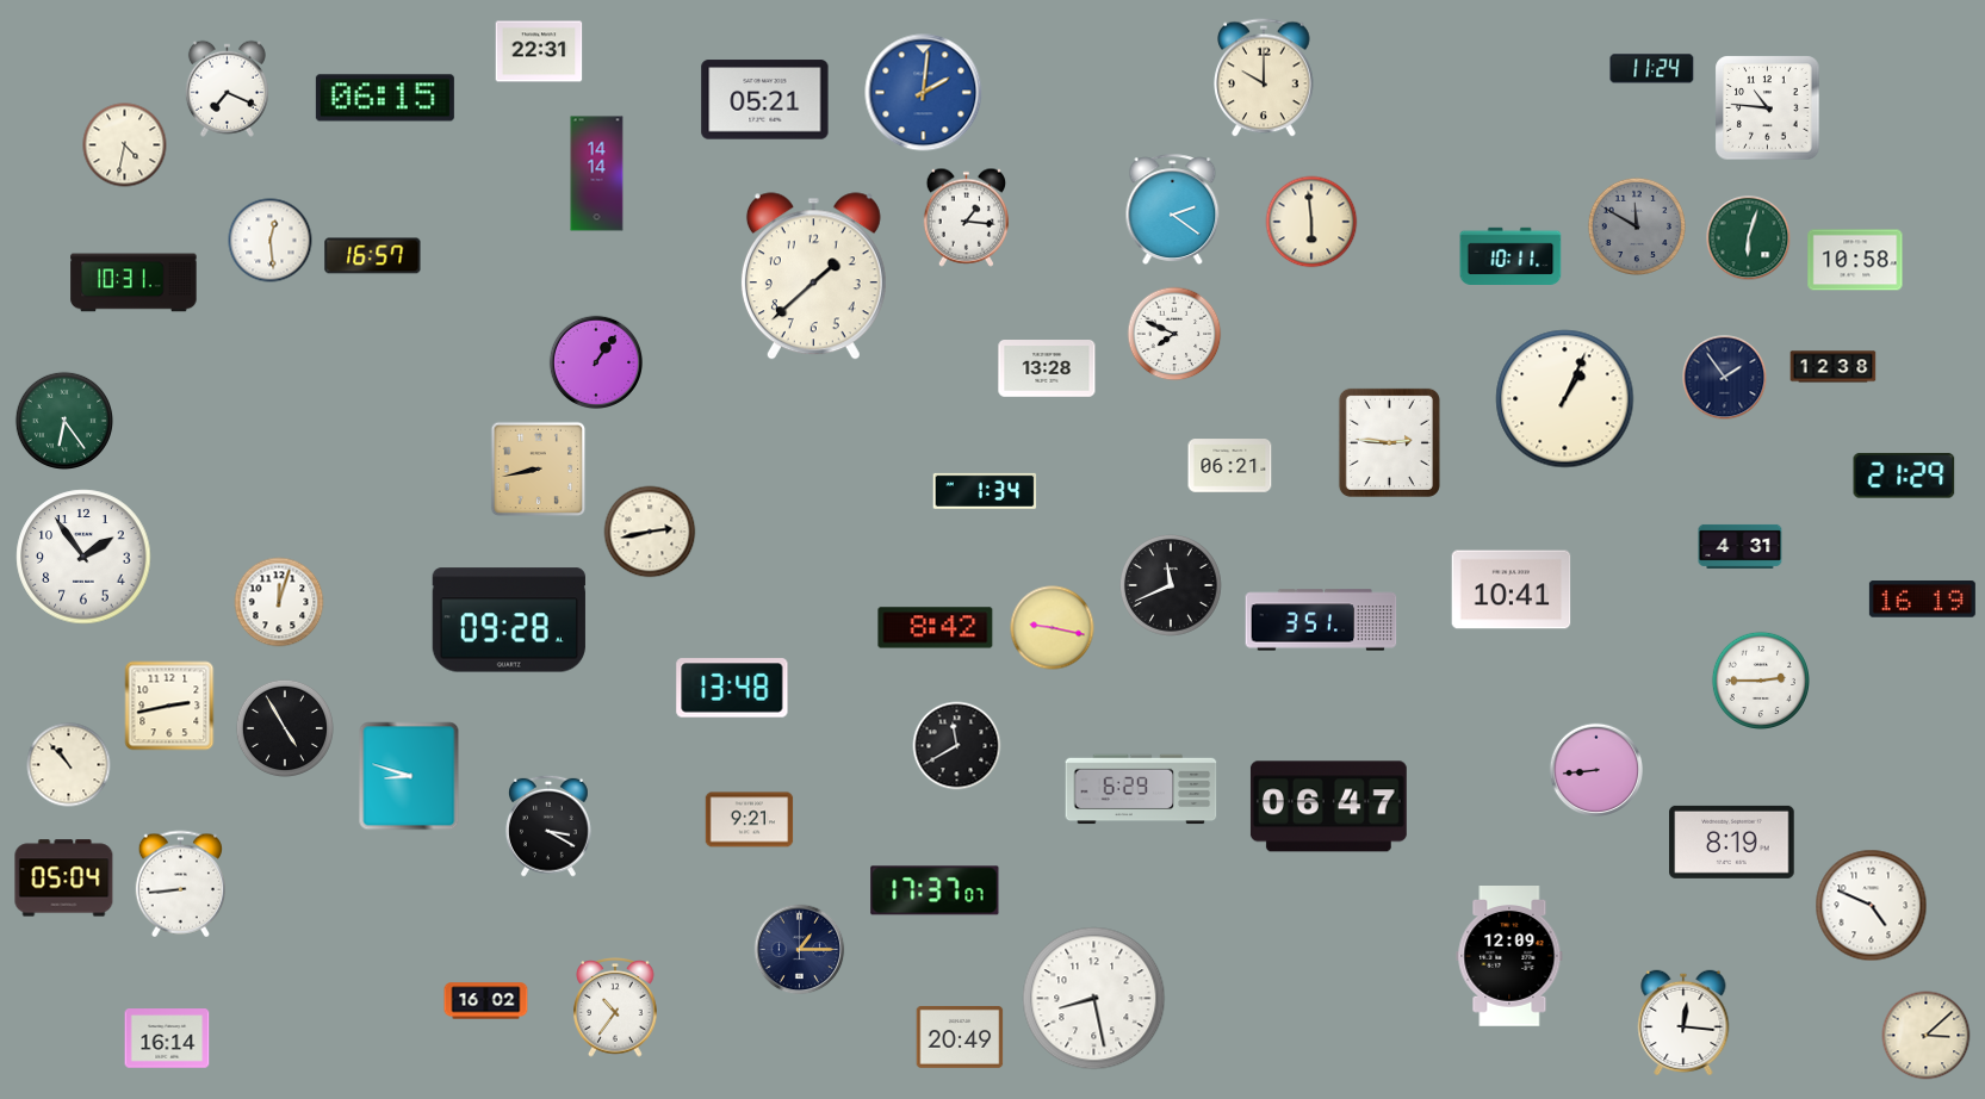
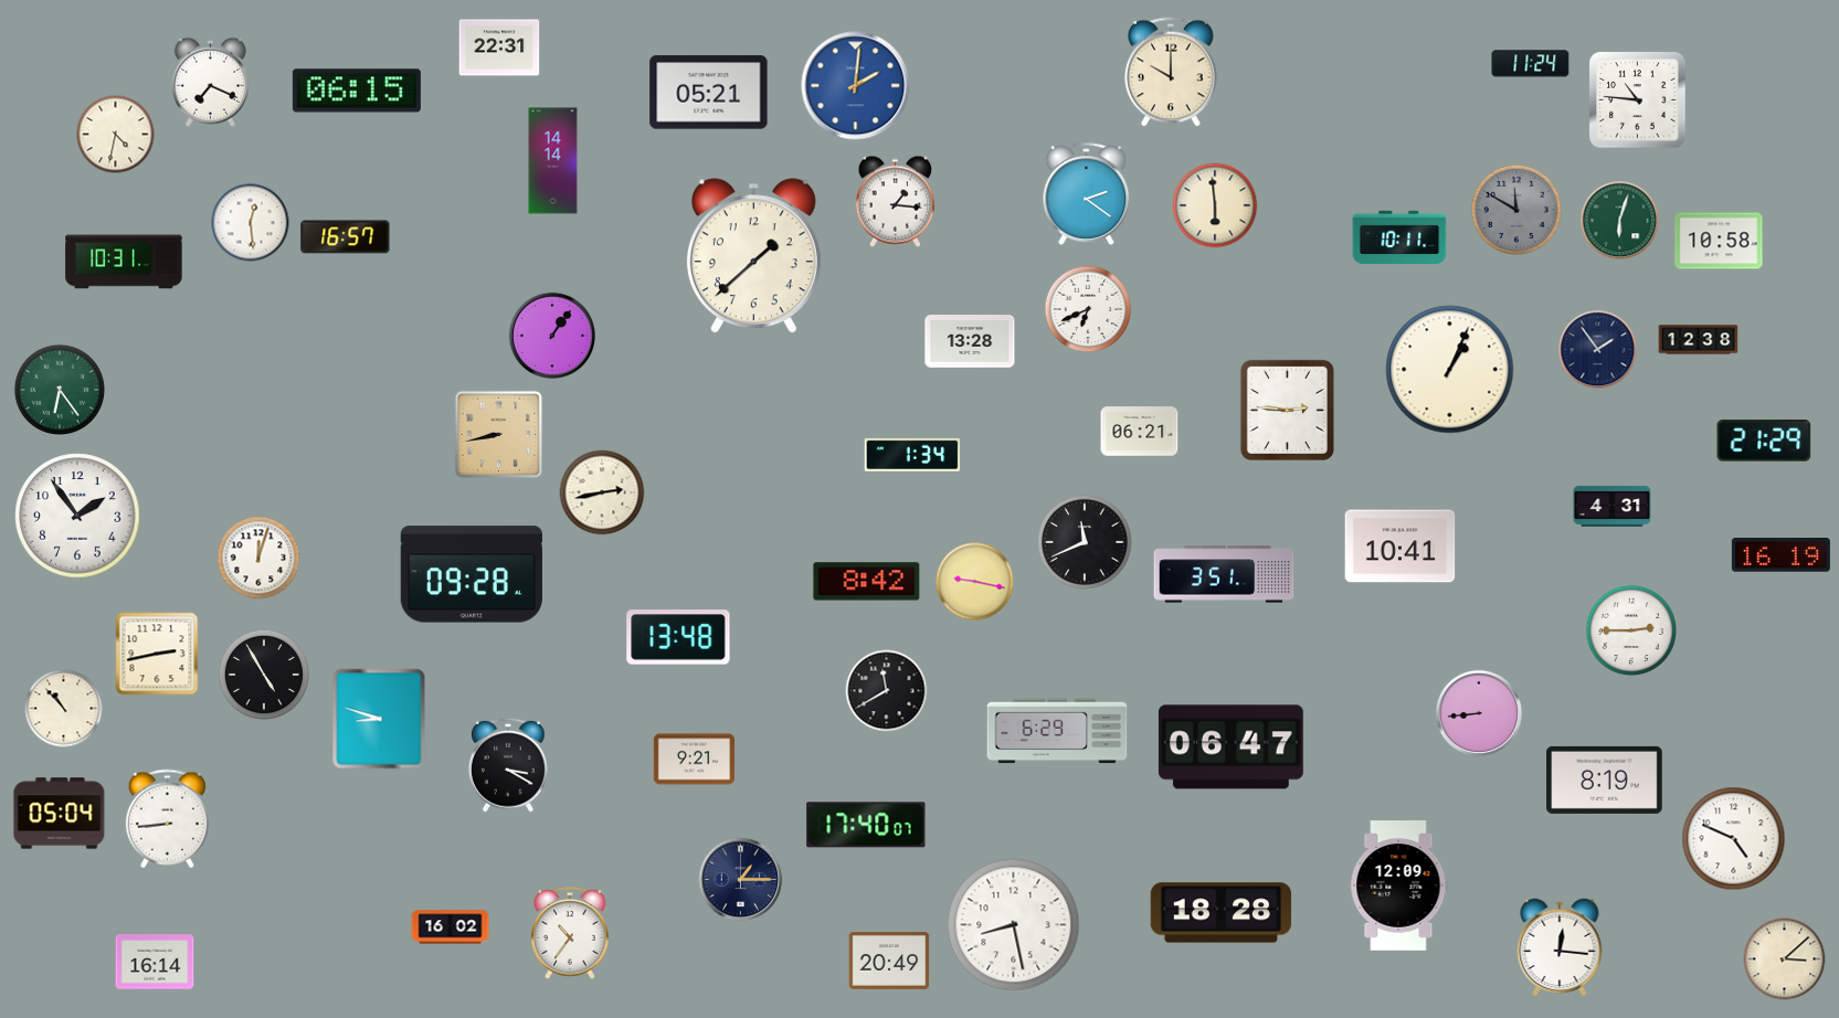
clock at (1174, 334): 7:49 -> 6:41
clock at (935, 890): 17:37 -> 17:40
clock at (1222, 913): none -> 18:28
